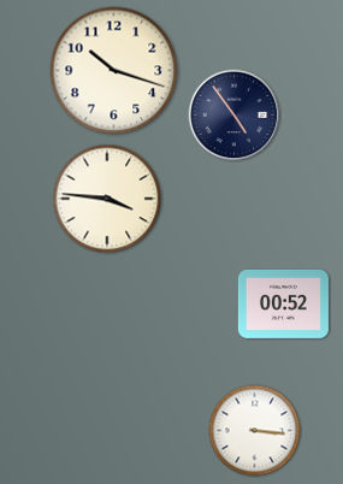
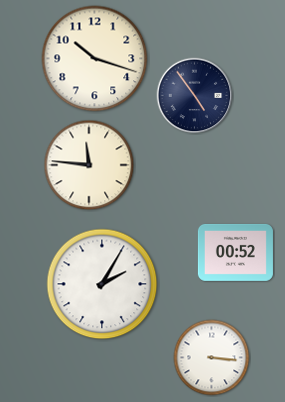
clock at (107, 199): 3:46 -> 11:46
clock at (102, 284): none -> 2:05
